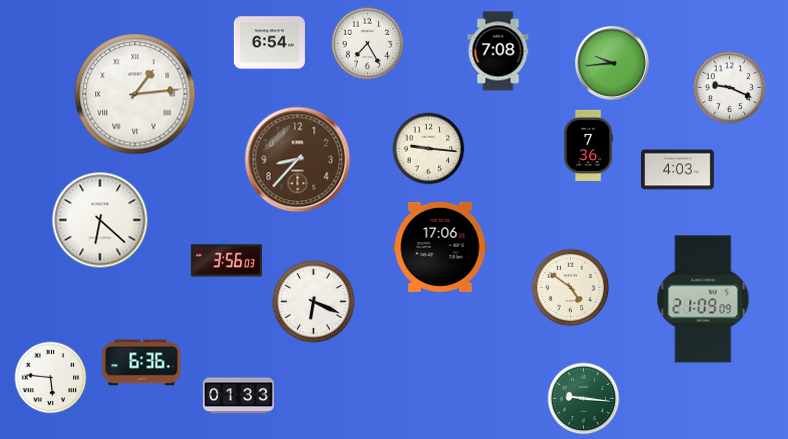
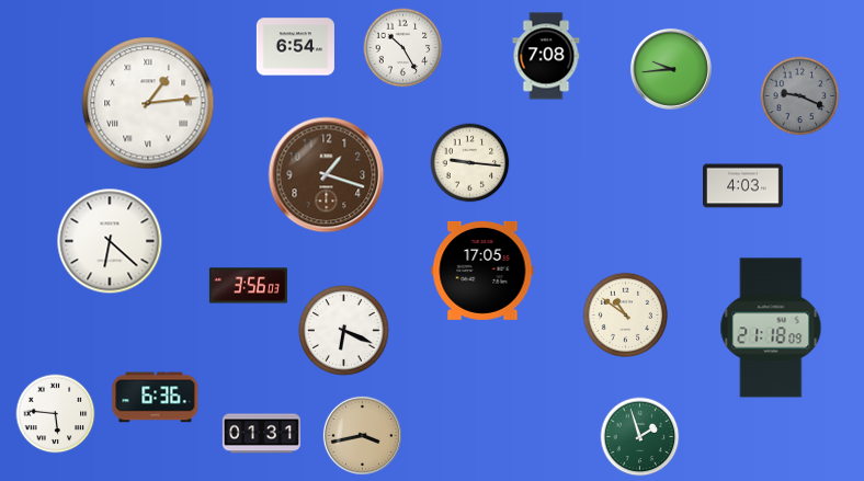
clock at (368, 44): 7:25 -> 10:25
clock at (730, 88) dial: white -> grey
clock at (589, 145): 7:36 -> none
clock at (298, 160): 8:37 -> 1:18
clock at (440, 247): 17:06 -> 17:05
clock at (570, 287): 4:51 -> 10:51
clock at (703, 299): 21:09 -> 21:18
clock at (238, 396): 01:33 -> 01:31
clock at (362, 435): none -> 3:43
clock at (584, 399): 9:16 -> 1:57
